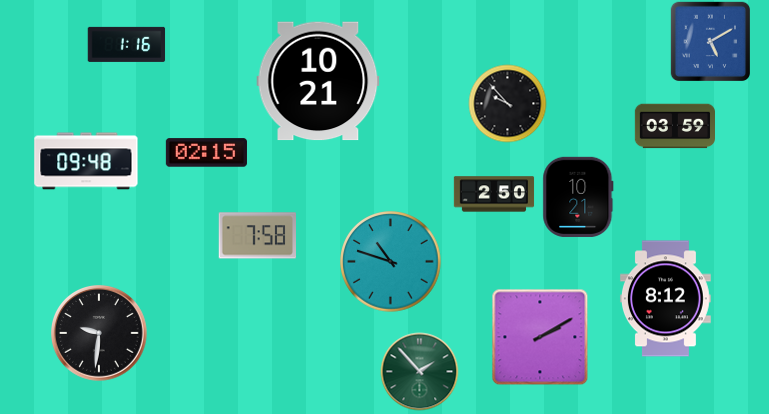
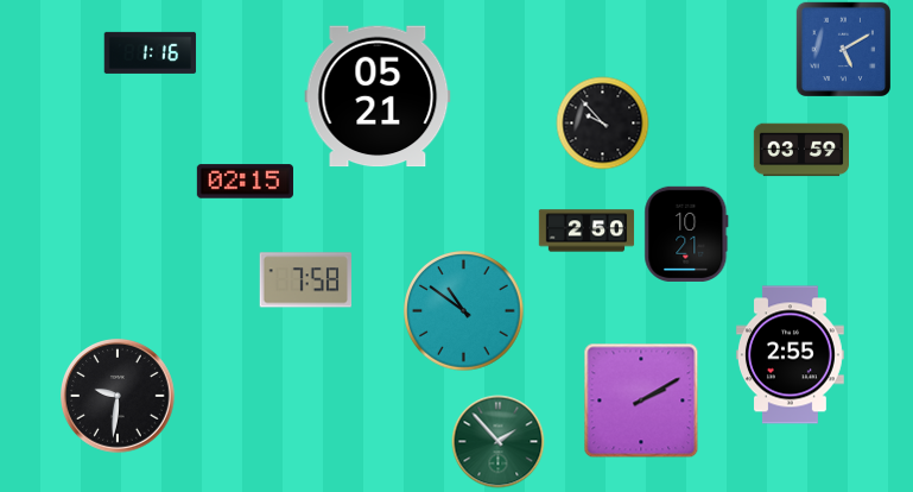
clock at (318, 81): 10:21 -> 05:21
clock at (86, 161): 09:48 -> none
clock at (391, 262): 10:48 -> 10:51
clock at (665, 299): 8:12 -> 2:55
